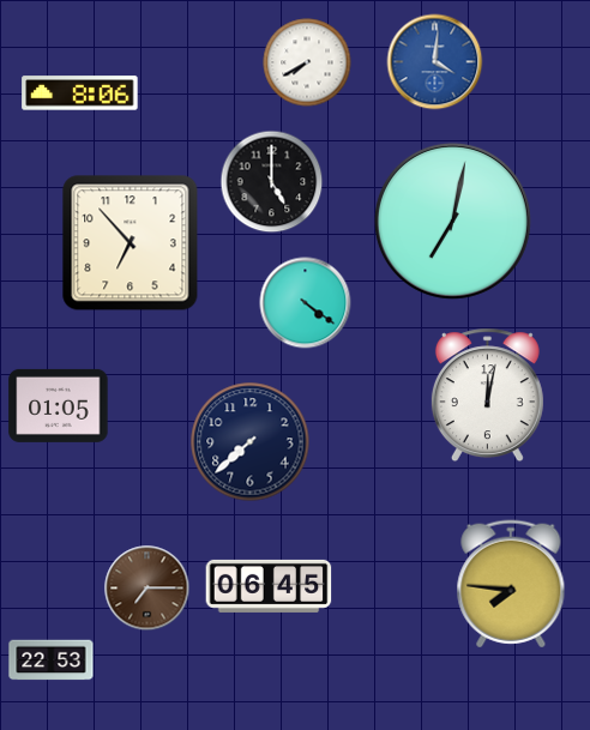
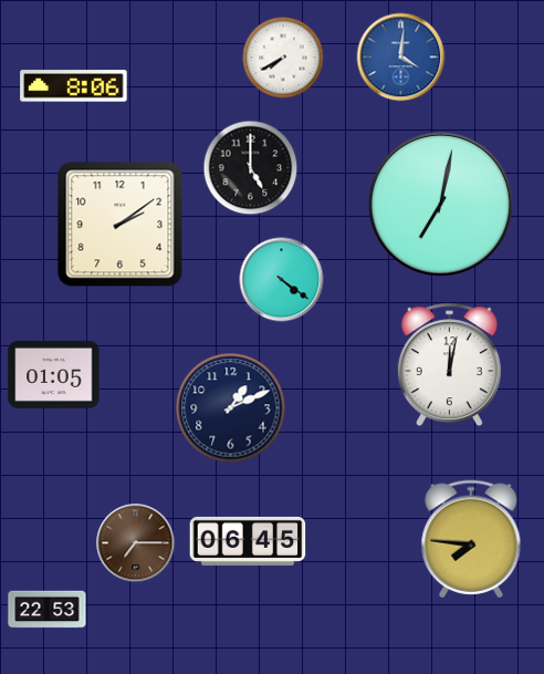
clock at (452, 221) position: (452, 221) -> (440, 204)
clock at (131, 243): 6:53 -> 2:09
clock at (251, 442): 7:38 -> 1:11
